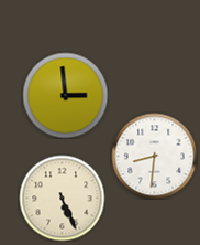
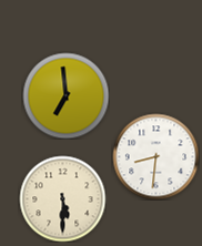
clock at (65, 95): 2:59 -> 6:59
clock at (62, 198): 5:26 -> 5:30
